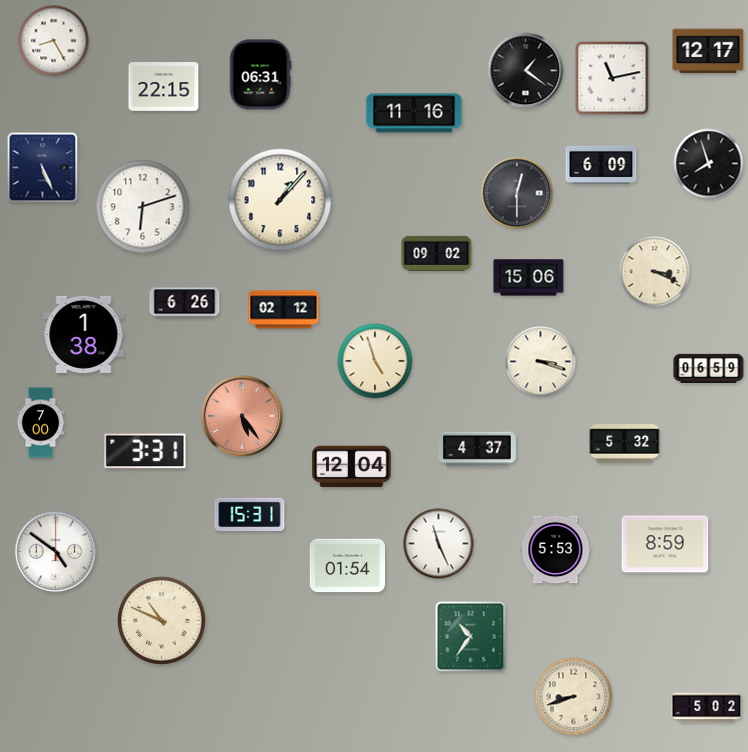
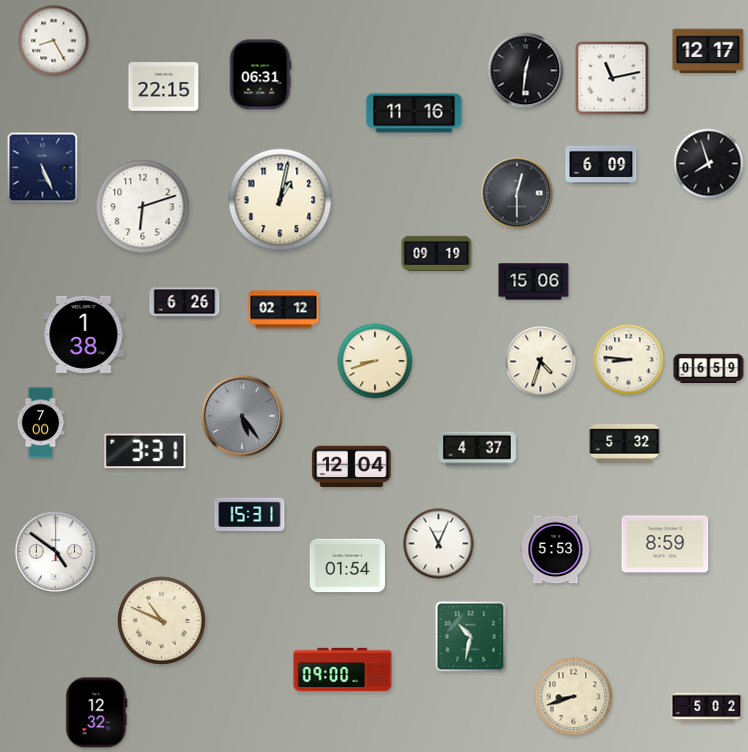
clock at (526, 71): 1:21 -> 12:31
clock at (280, 200): 1:07 -> 1:02
clock at (437, 253): 09:02 -> 09:19
clock at (655, 272): 3:19 -> none
clock at (529, 278) position: (529, 278) -> (534, 282)
clock at (629, 360): none -> 8:46
clock at (375, 361): 4:57 -> 8:42
clock at (541, 362): 3:18 -> 4:33
clock at (241, 415) dial: salmon -> grey
clock at (439, 544): 11:26 -> 11:04
clock at (471, 637): 10:36 -> 10:32
clock at (343, 670): none -> 09:00
clock at (97, 713): none -> 12:32
